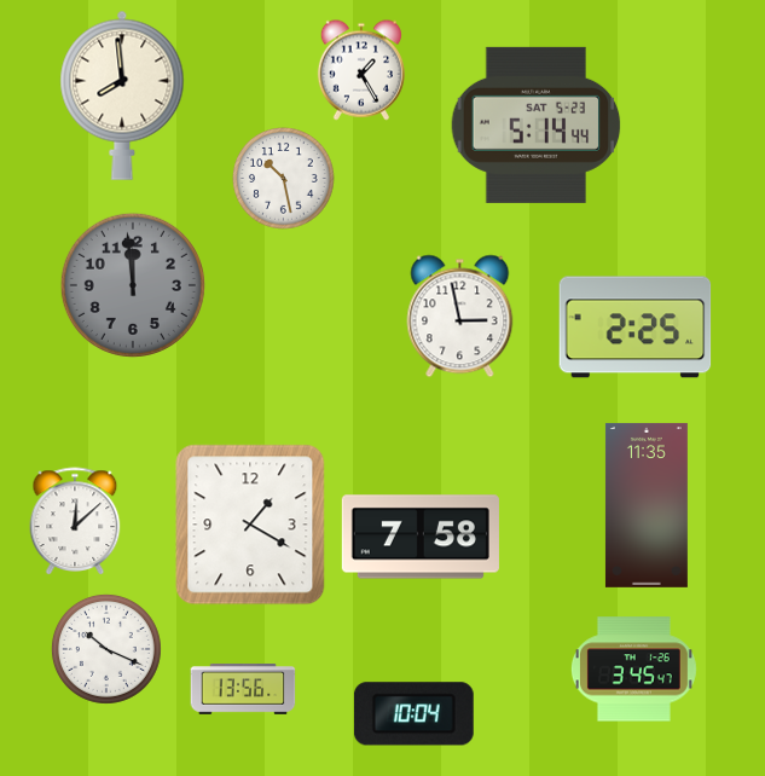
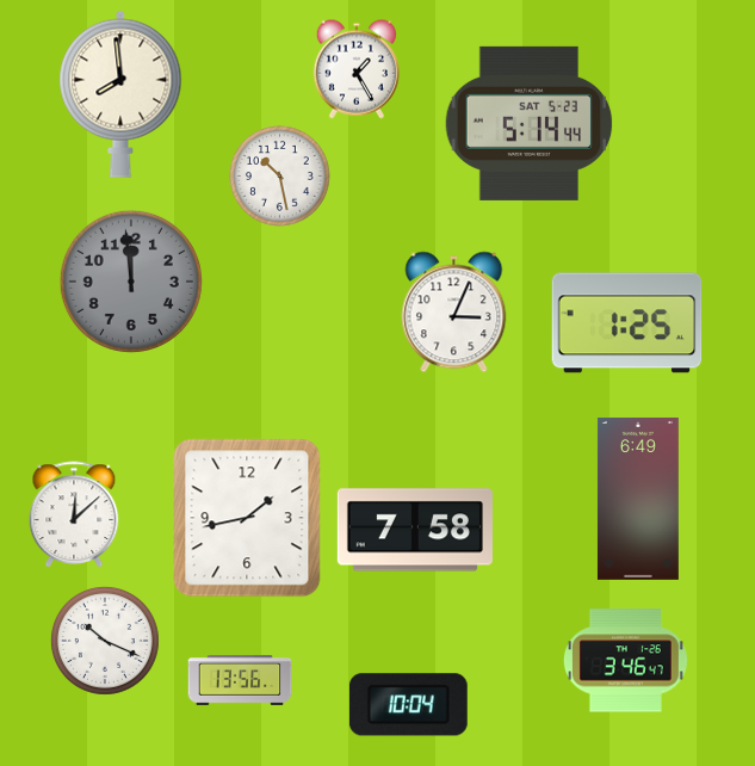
clock at (460, 317): 2:58 -> 3:04
clock at (636, 328): 2:25 -> 1:25
clock at (647, 505): 11:35 -> 6:49
clock at (250, 525): 1:20 -> 1:43
clock at (633, 670): 3:45 -> 3:46
